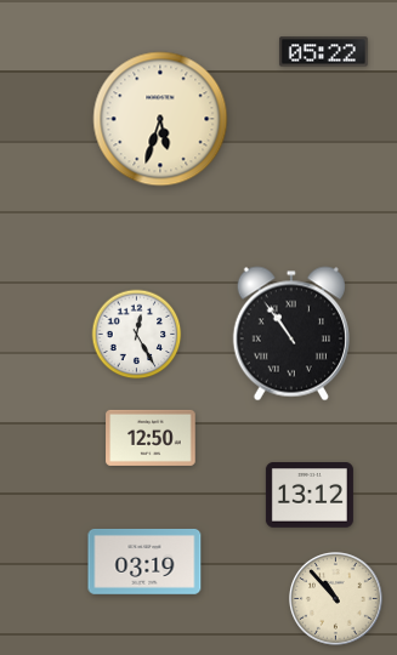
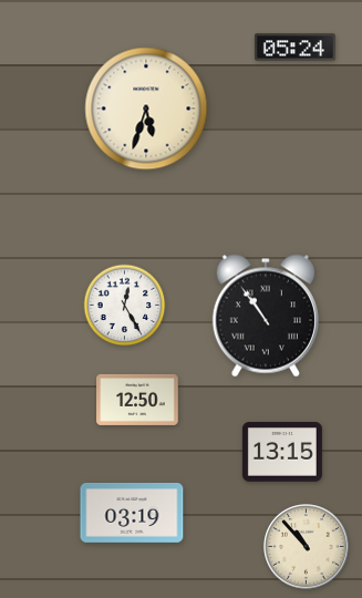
clock at (323, 52): 05:22 -> 05:24
clock at (291, 334) position: (291, 334) -> (266, 316)
clock at (310, 495): 13:12 -> 13:15
